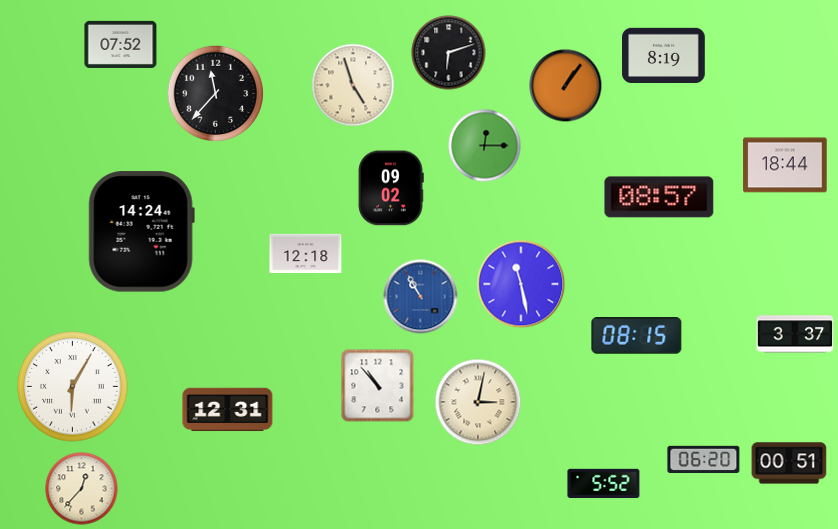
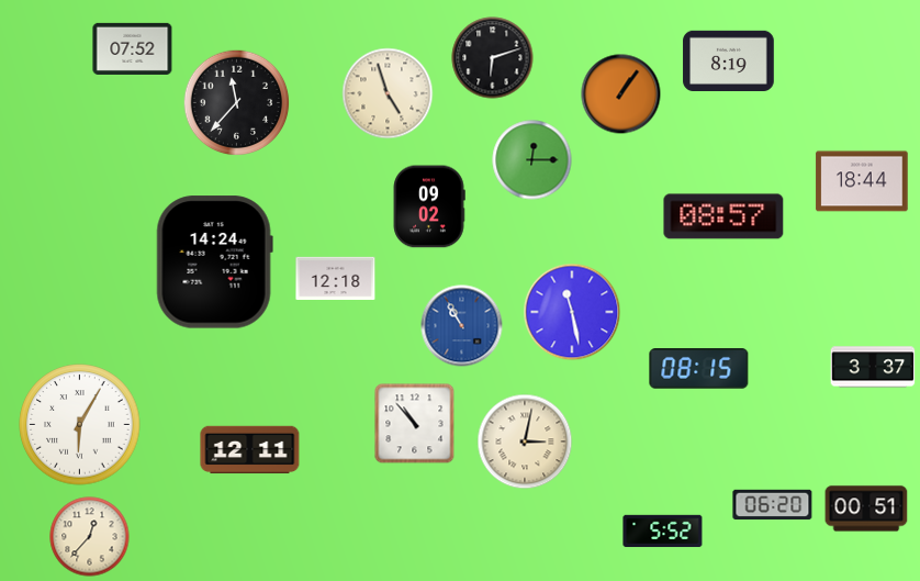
clock at (141, 232) position: (141, 232) -> (214, 262)
clock at (228, 410): 12:31 -> 12:11
